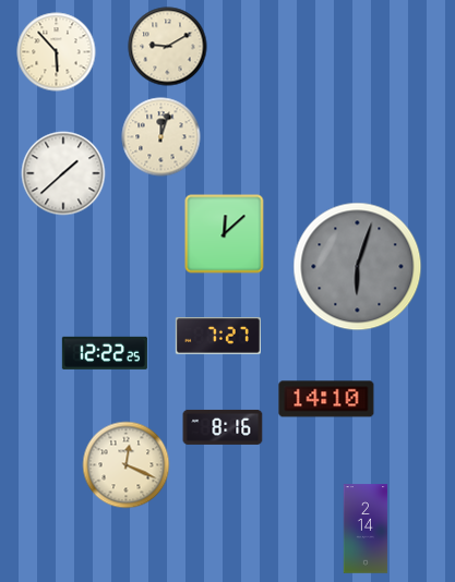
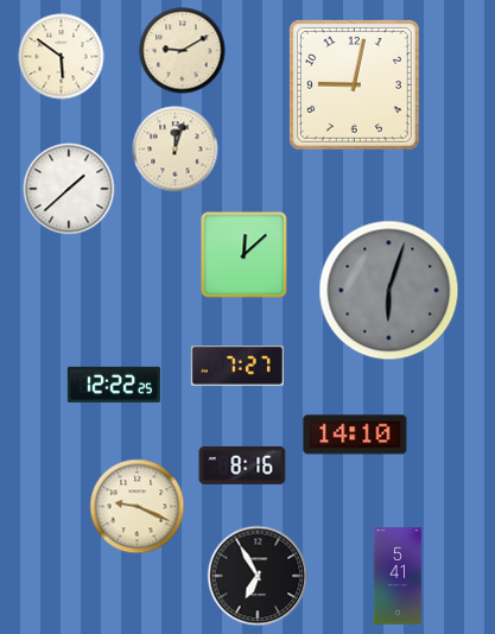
clock at (57, 52): 5:53 -> 5:51
clock at (354, 84): none -> 9:02
clock at (127, 465): 12:19 -> 9:19
clock at (258, 576): none -> 6:55
clock at (366, 529): 2:14 -> 5:41
